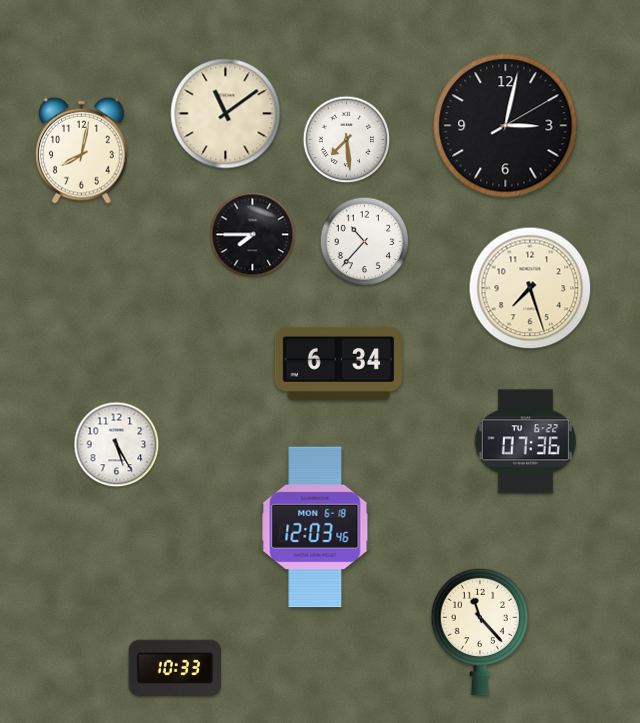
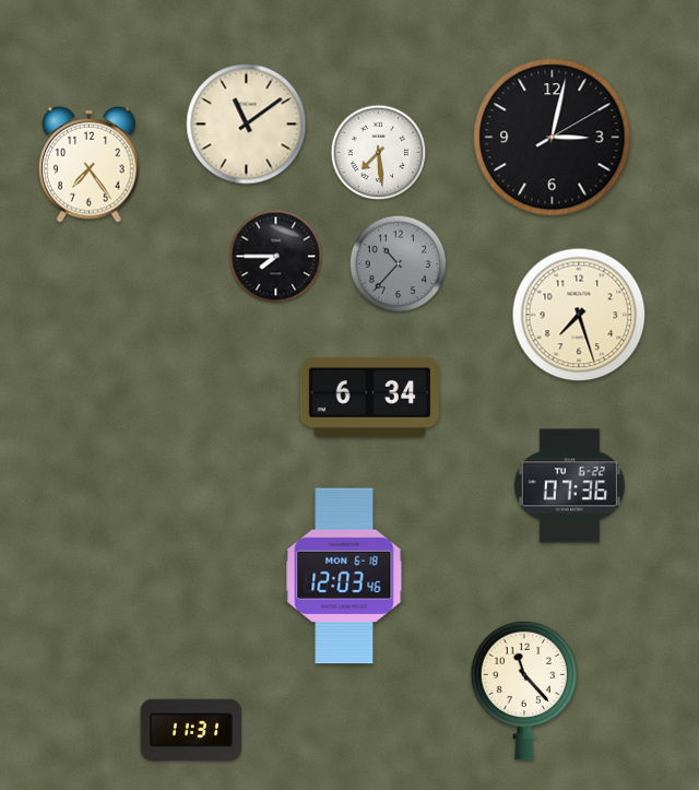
clock at (82, 150): 8:02 -> 7:24
clock at (365, 242) dial: white -> grey
clock at (525, 442) position: (525, 442) -> (569, 486)
clock at (117, 445): 5:25 -> none
clock at (175, 667): 10:33 -> 11:31
